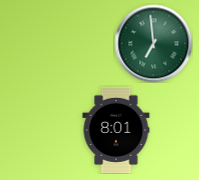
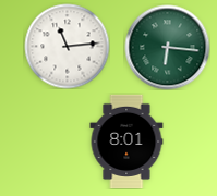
clock at (67, 46): none -> 11:14
clock at (153, 43): 6:59 -> 6:16
